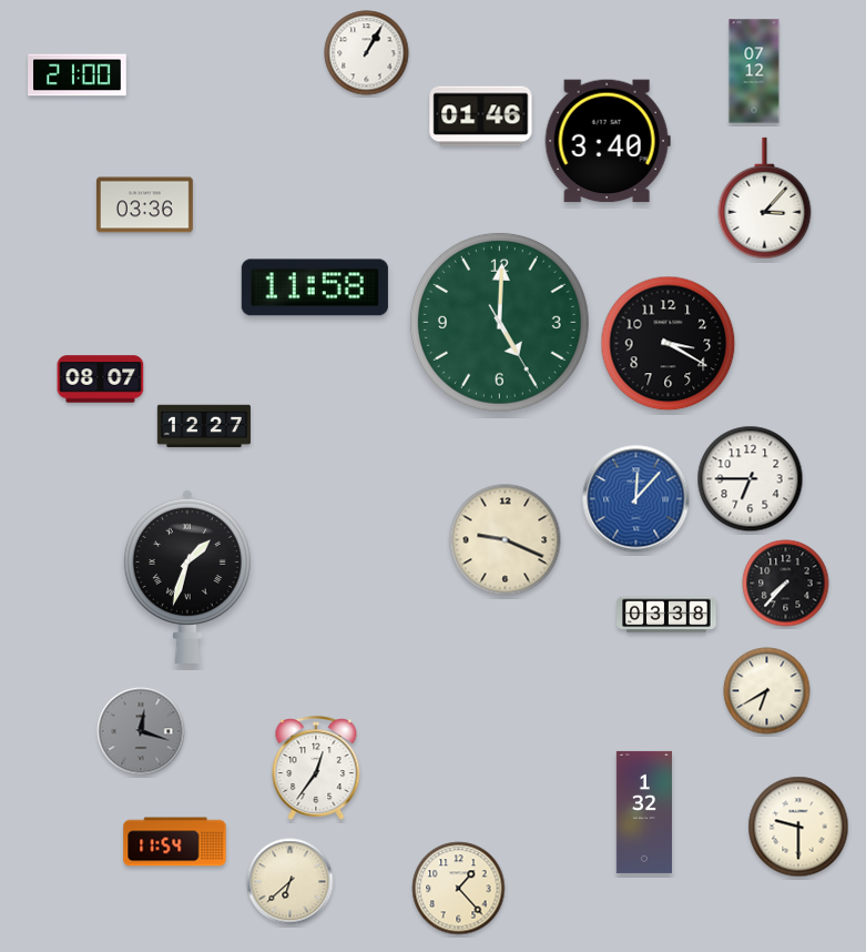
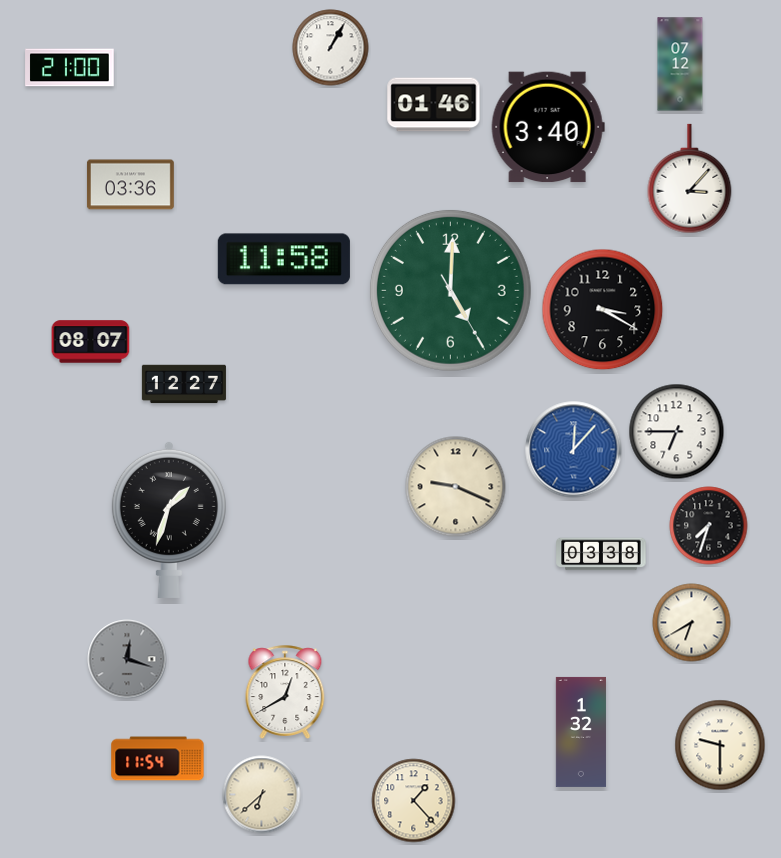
clock at (786, 584): 7:37 -> 7:33
clock at (316, 768): 12:36 -> 12:40
